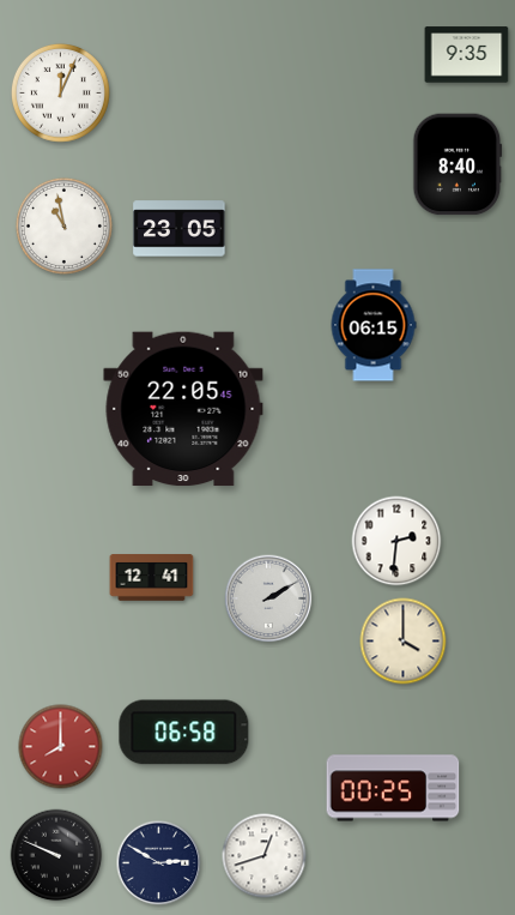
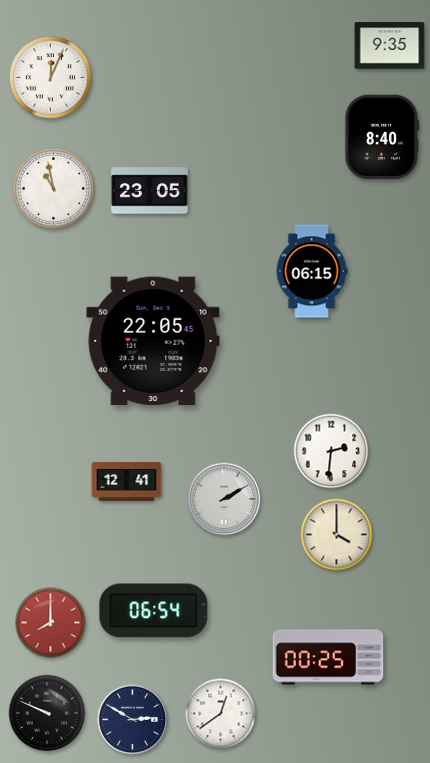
clock at (184, 733): 06:58 -> 06:54
clock at (265, 856): 12:42 -> 12:39
